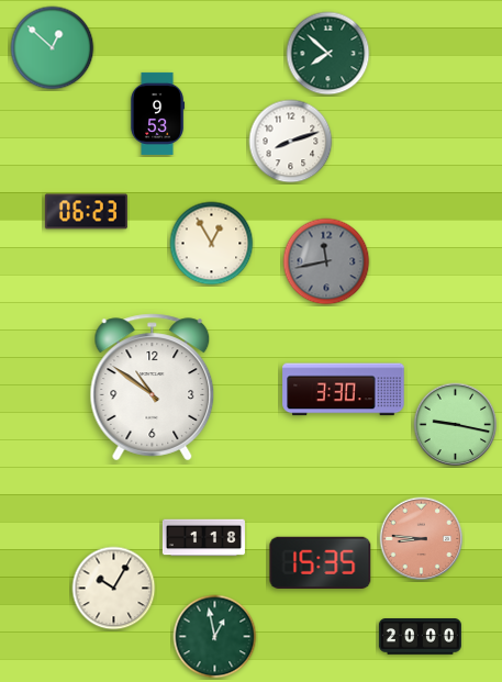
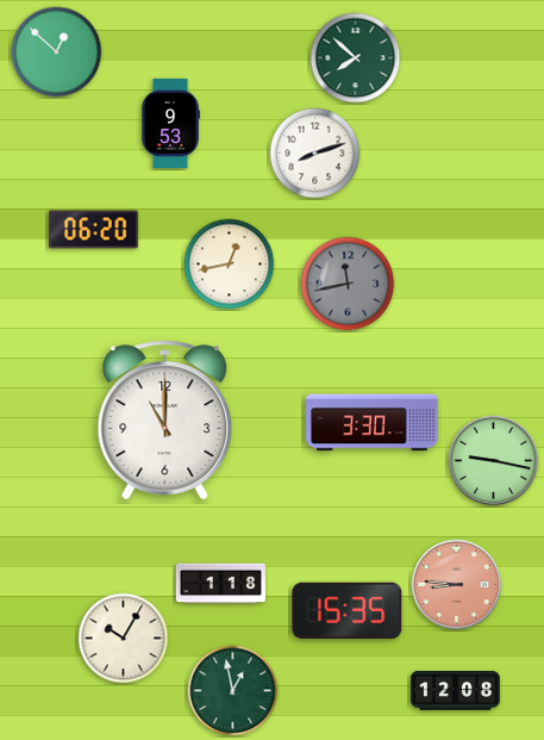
clock at (86, 212): 06:23 -> 06:20
clock at (212, 244): 12:55 -> 12:43
clock at (326, 261) position: (326, 261) -> (348, 284)
clock at (153, 388): 10:51 -> 11:00
clock at (420, 637): 20:00 -> 12:08
